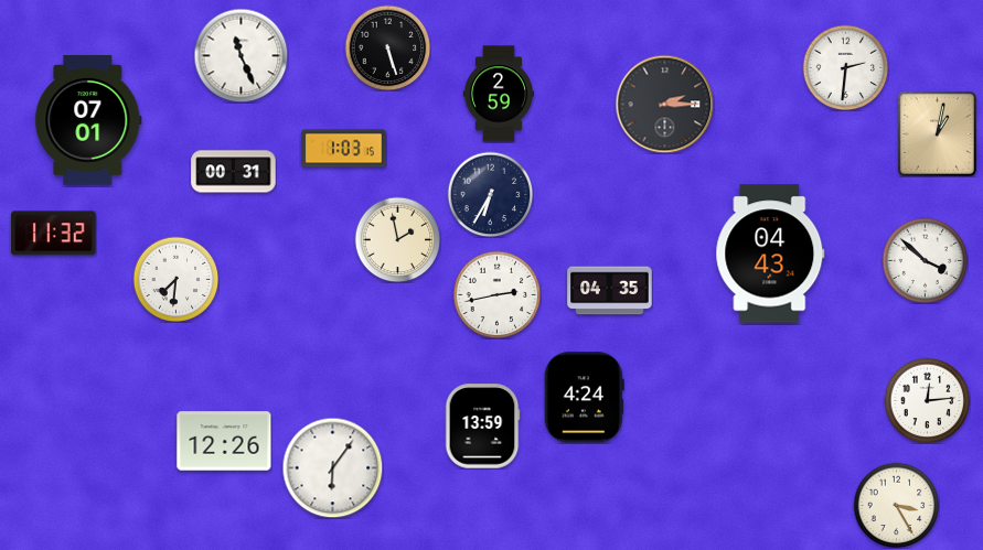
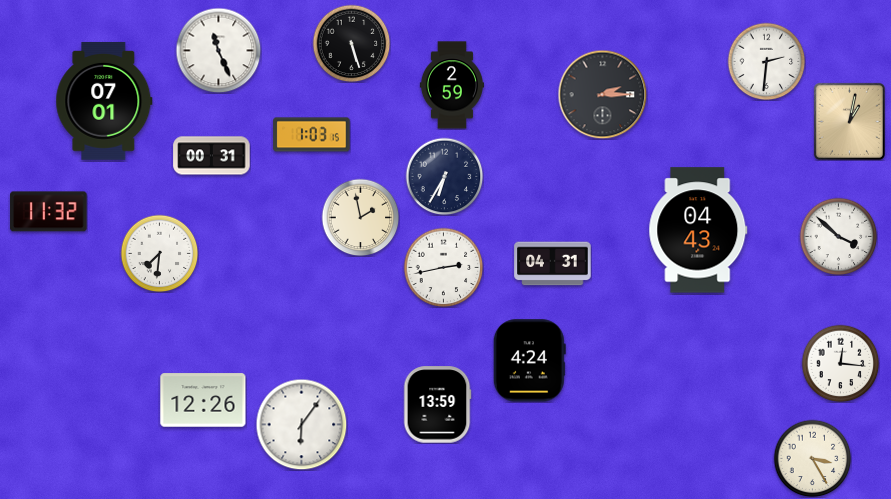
clock at (88, 120) position: (88, 120) -> (104, 101)
clock at (610, 291): 04:35 -> 04:31
clock at (496, 294) position: (496, 294) -> (443, 267)
clock at (927, 400): 12:14 -> 12:16
clock at (482, 427) position: (482, 427) -> (437, 405)
